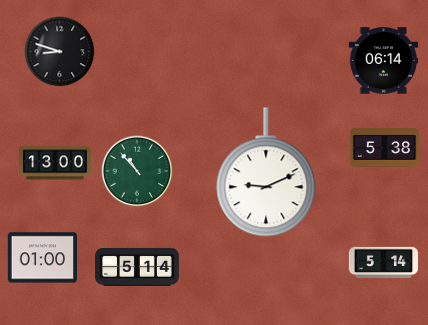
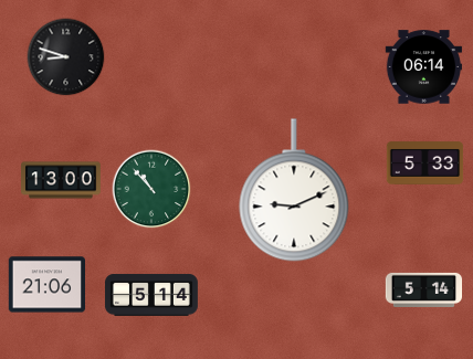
clock at (385, 148): 5:38 -> 5:33
clock at (42, 258): 01:00 -> 21:06
